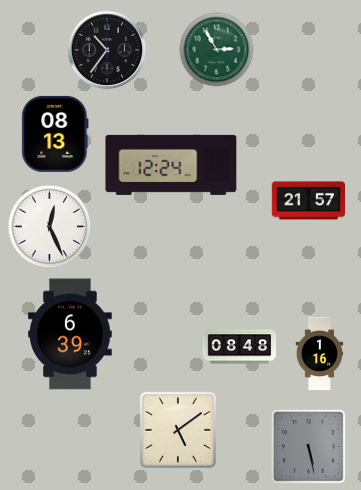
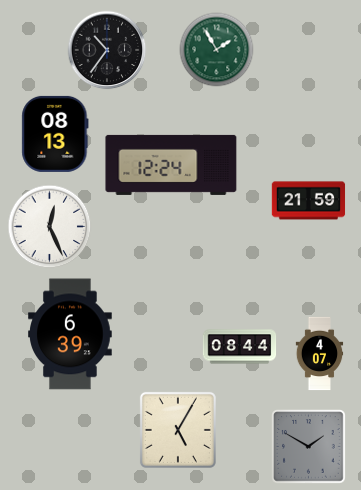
clock at (217, 50): 2:55 -> 1:55
clock at (309, 201): 21:57 -> 21:59
clock at (240, 347): 08:48 -> 08:44
clock at (320, 354): 1:16 -> 4:07
clock at (178, 430): 5:09 -> 5:05
clock at (309, 447): 5:28 -> 1:50
